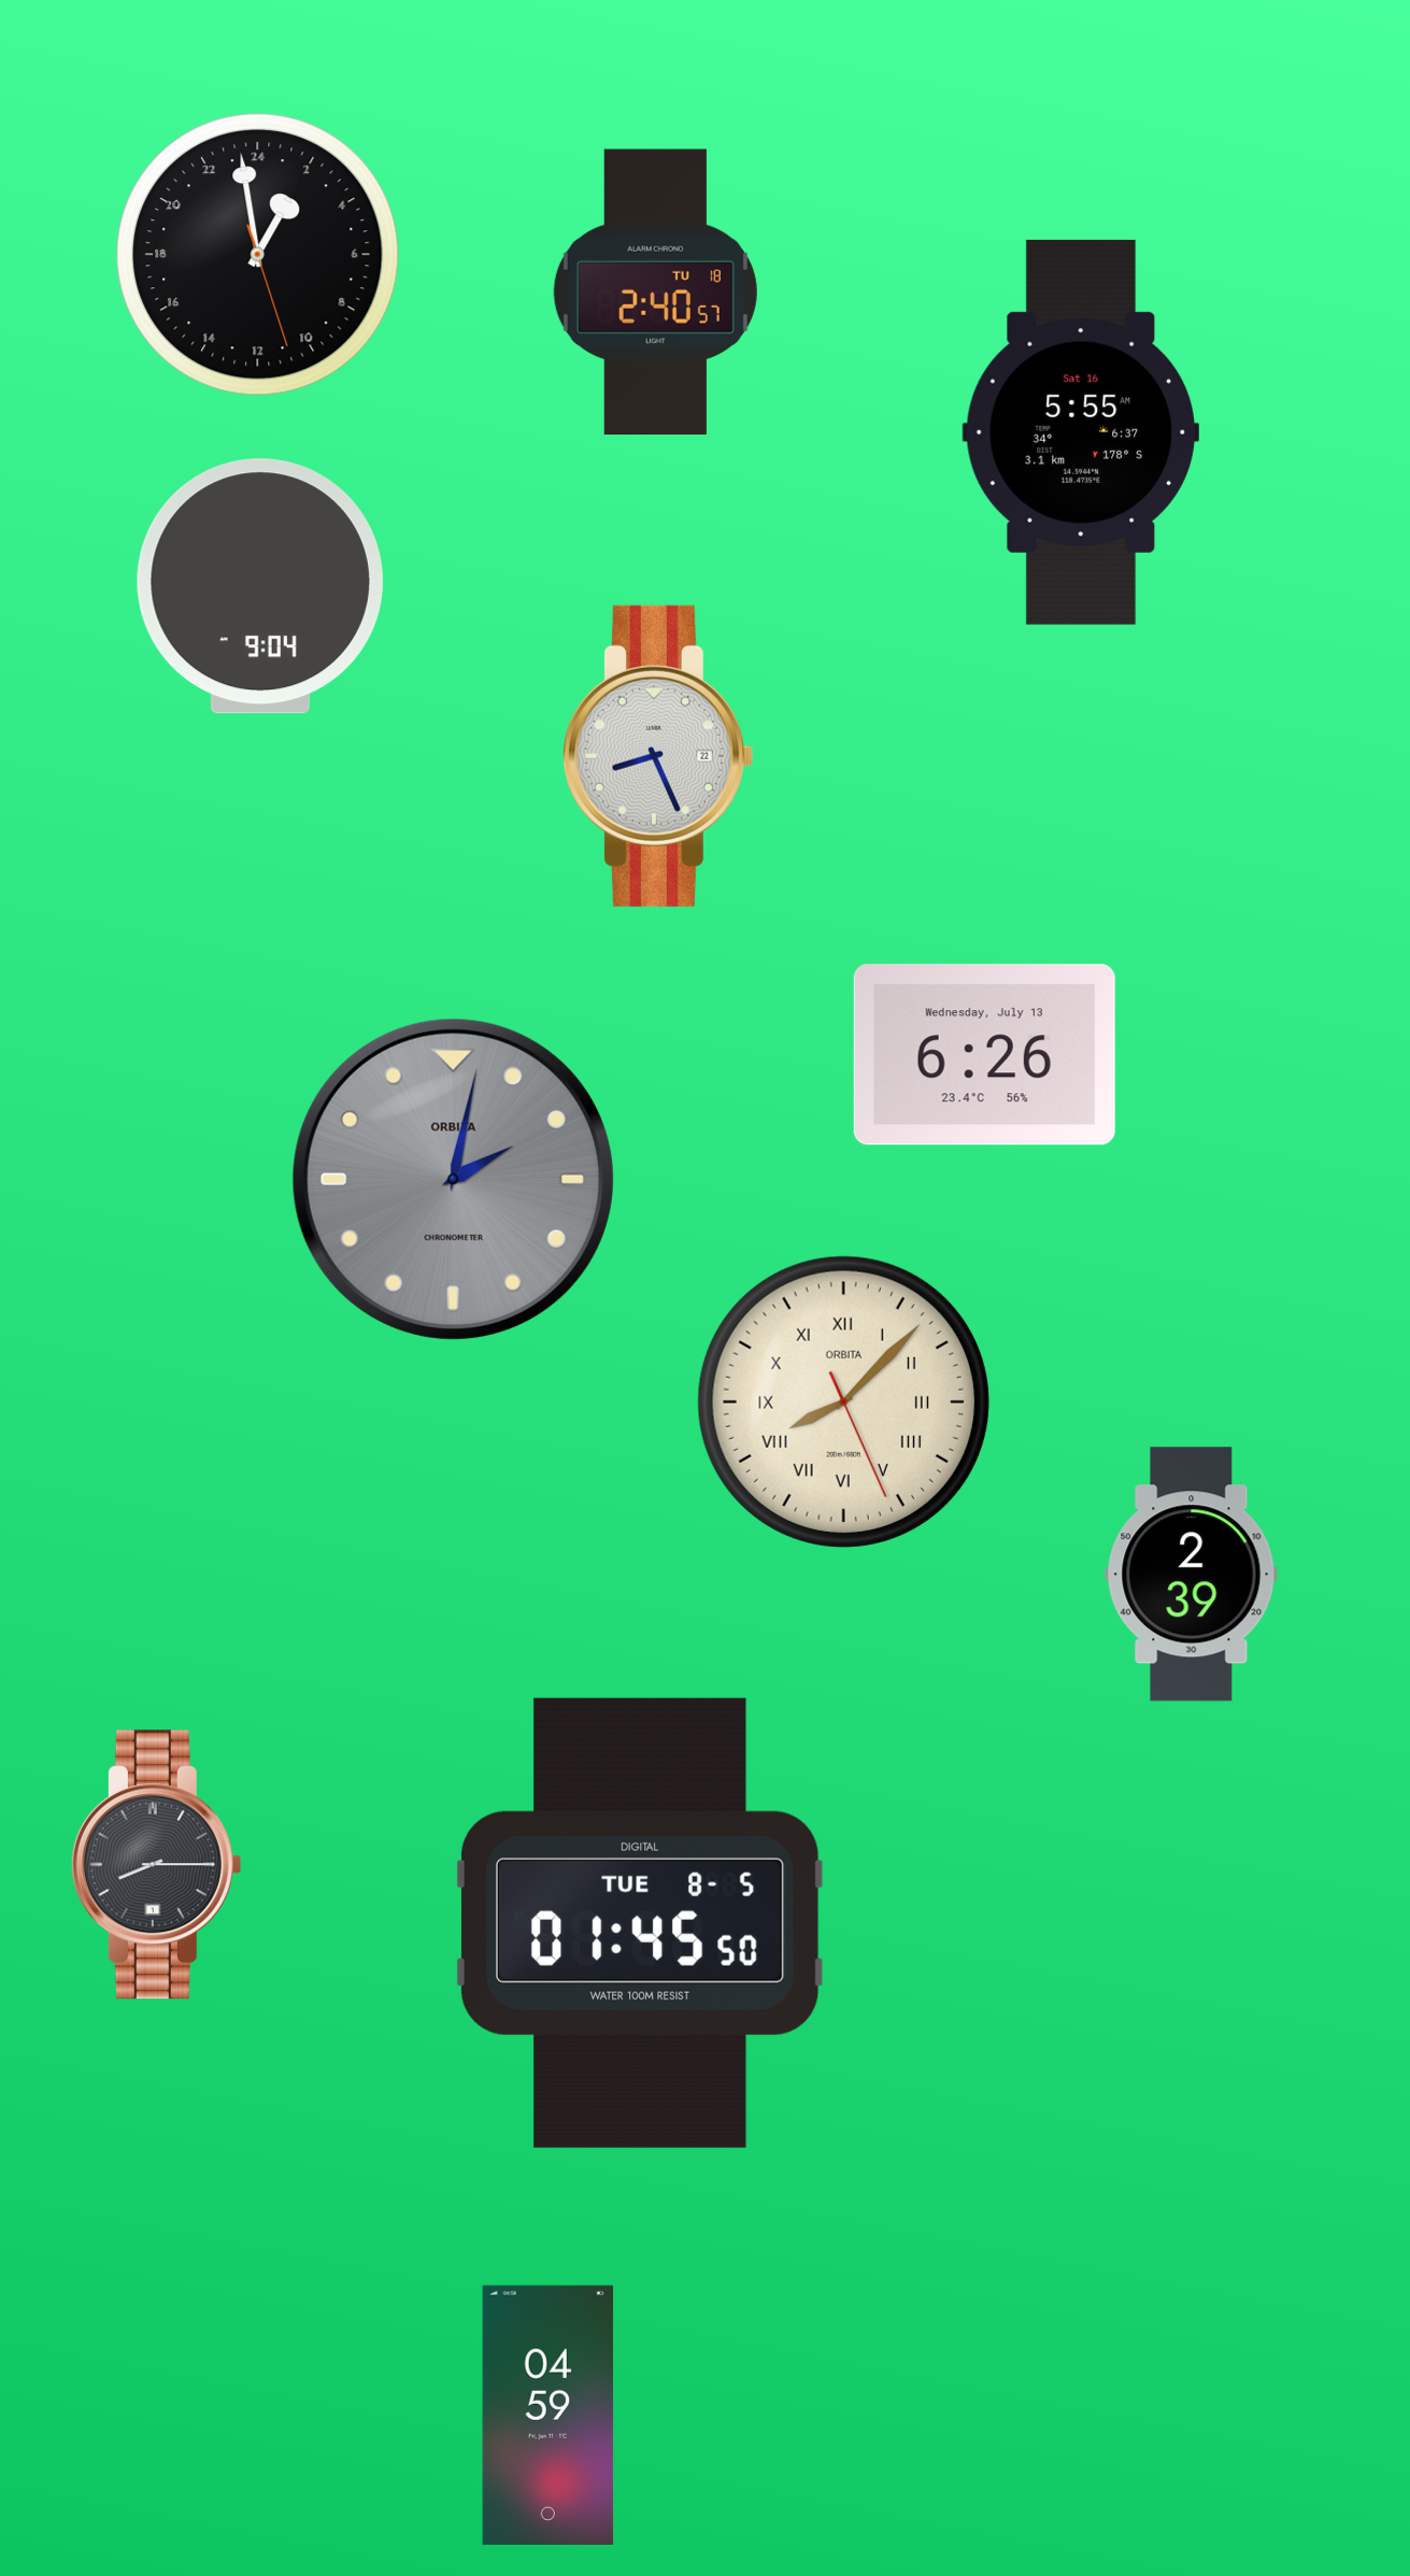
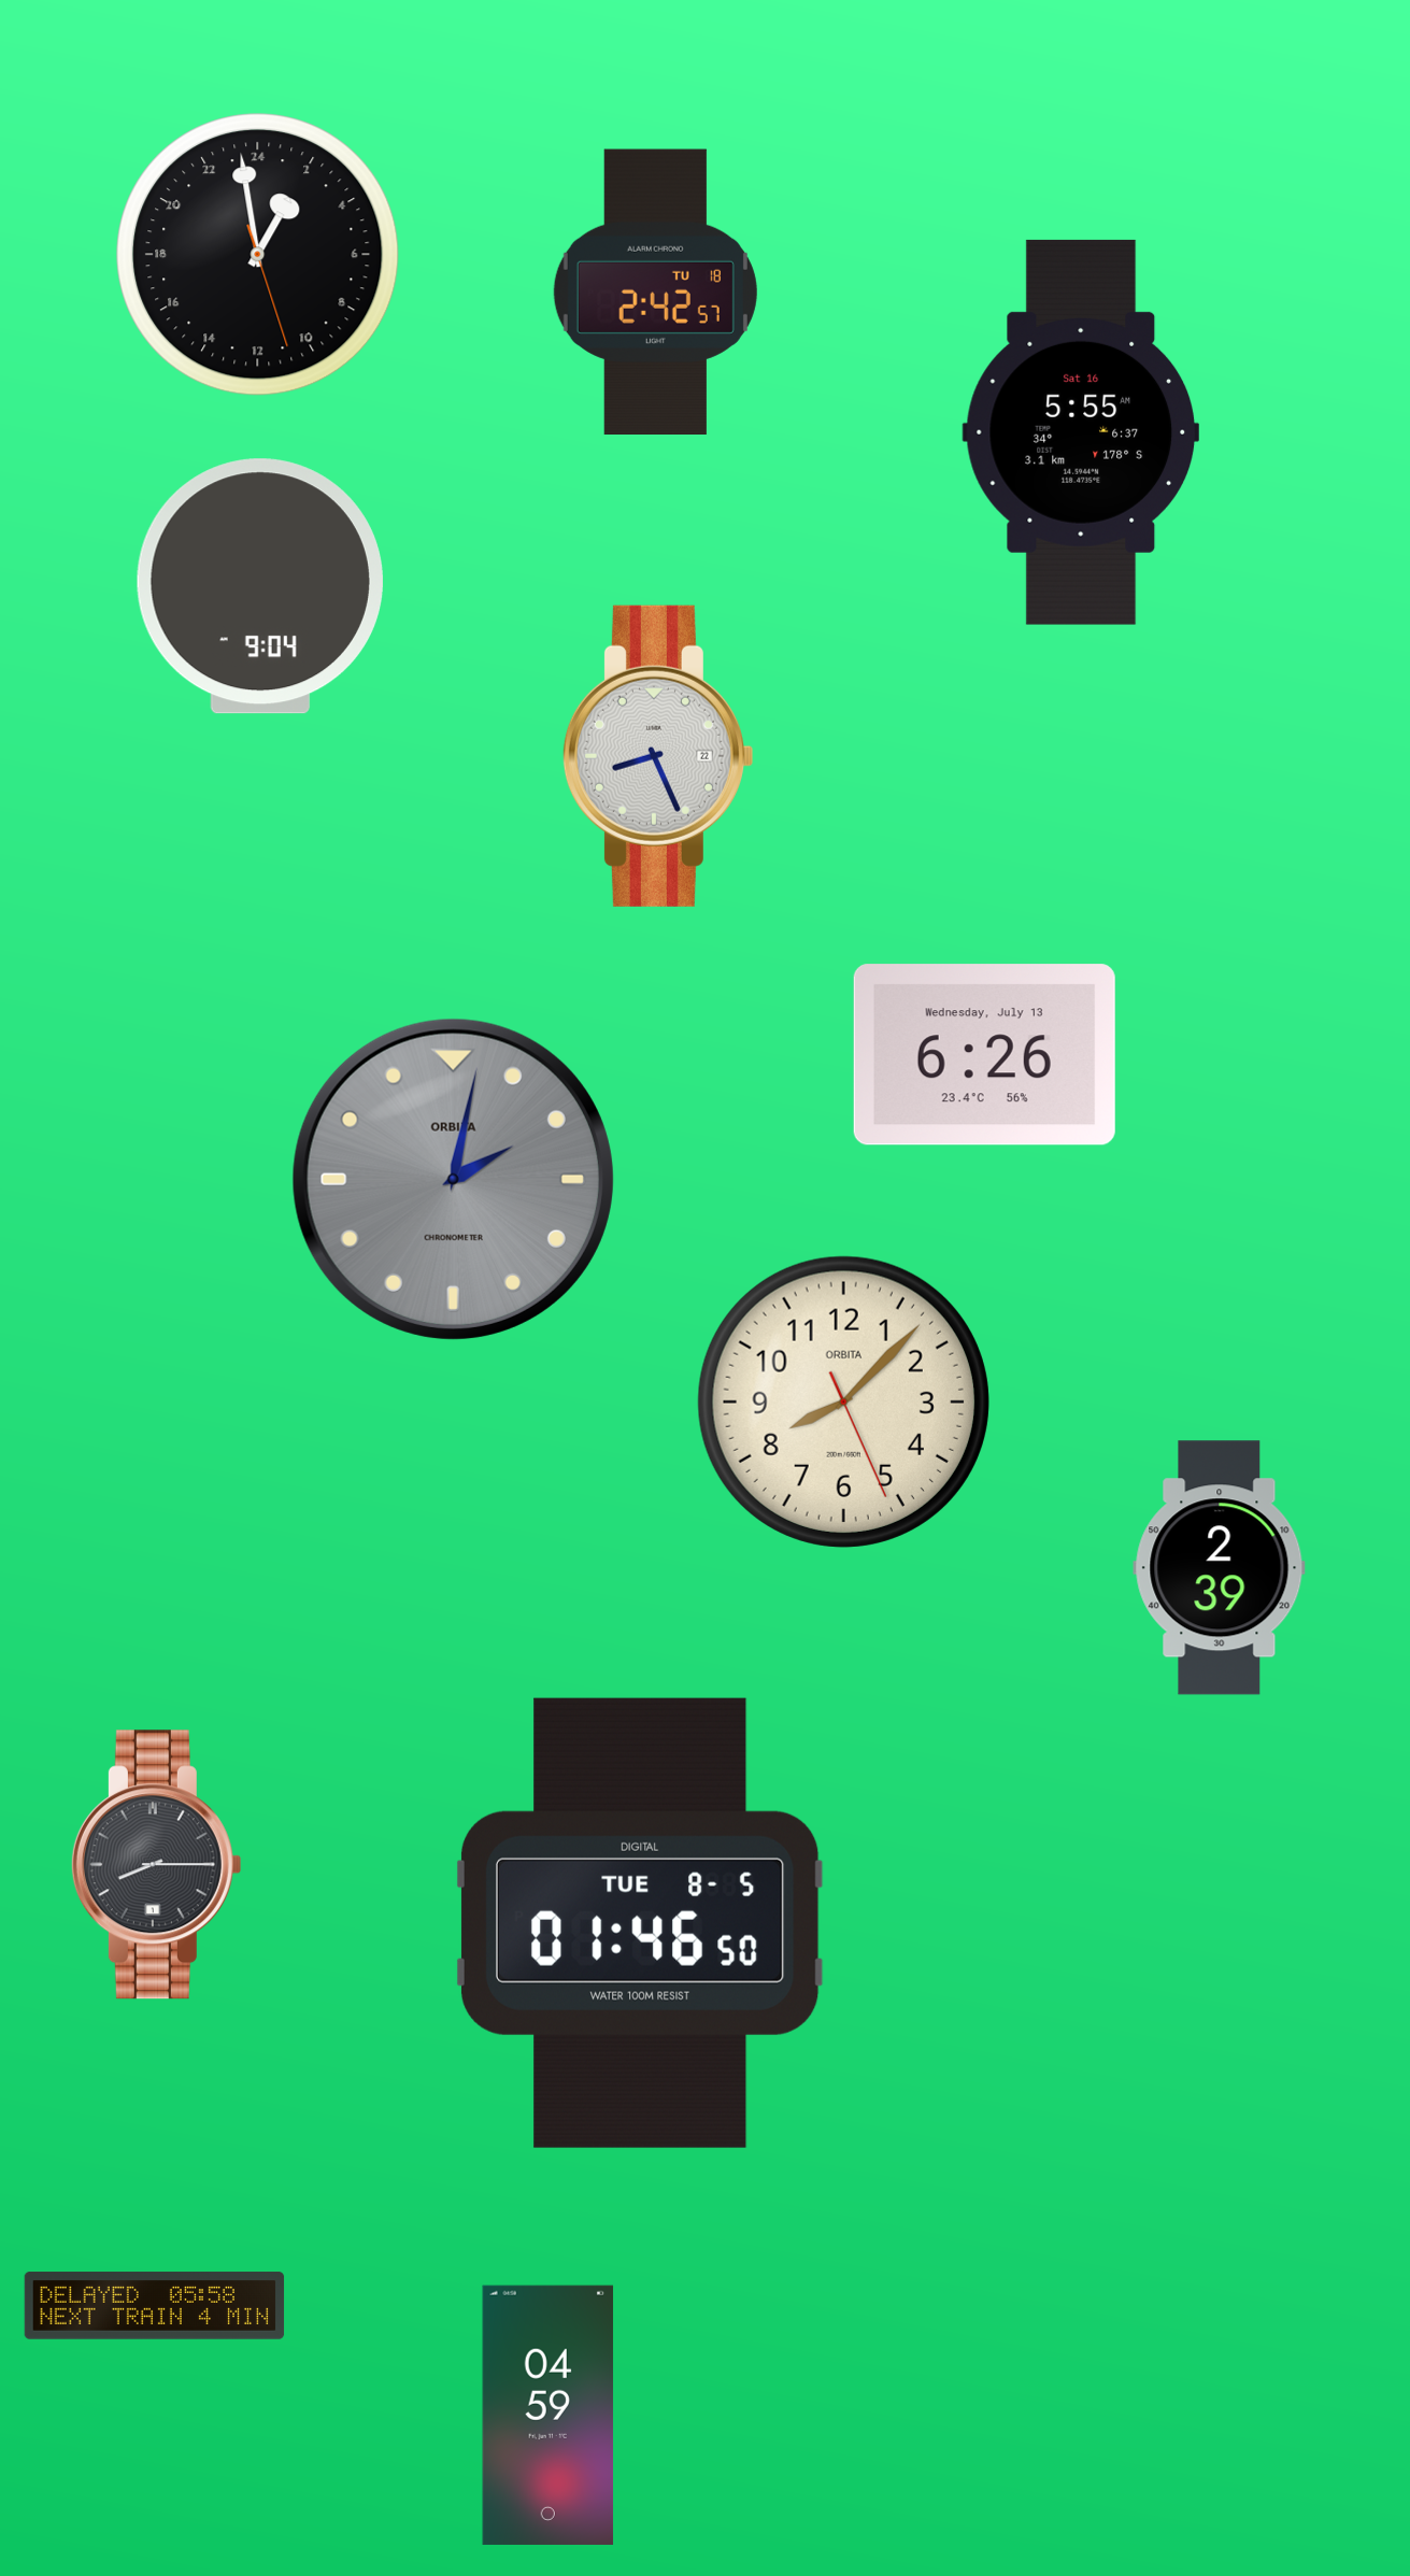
clock at (655, 291): 2:40 -> 2:42
clock at (843, 1401) numerals: Roman -> Arabic
clock at (1192, 1575) position: (1192, 1575) -> (1220, 1568)
clock at (640, 1923): 01:45 -> 01:46
clock at (155, 2306): none -> 05:58
